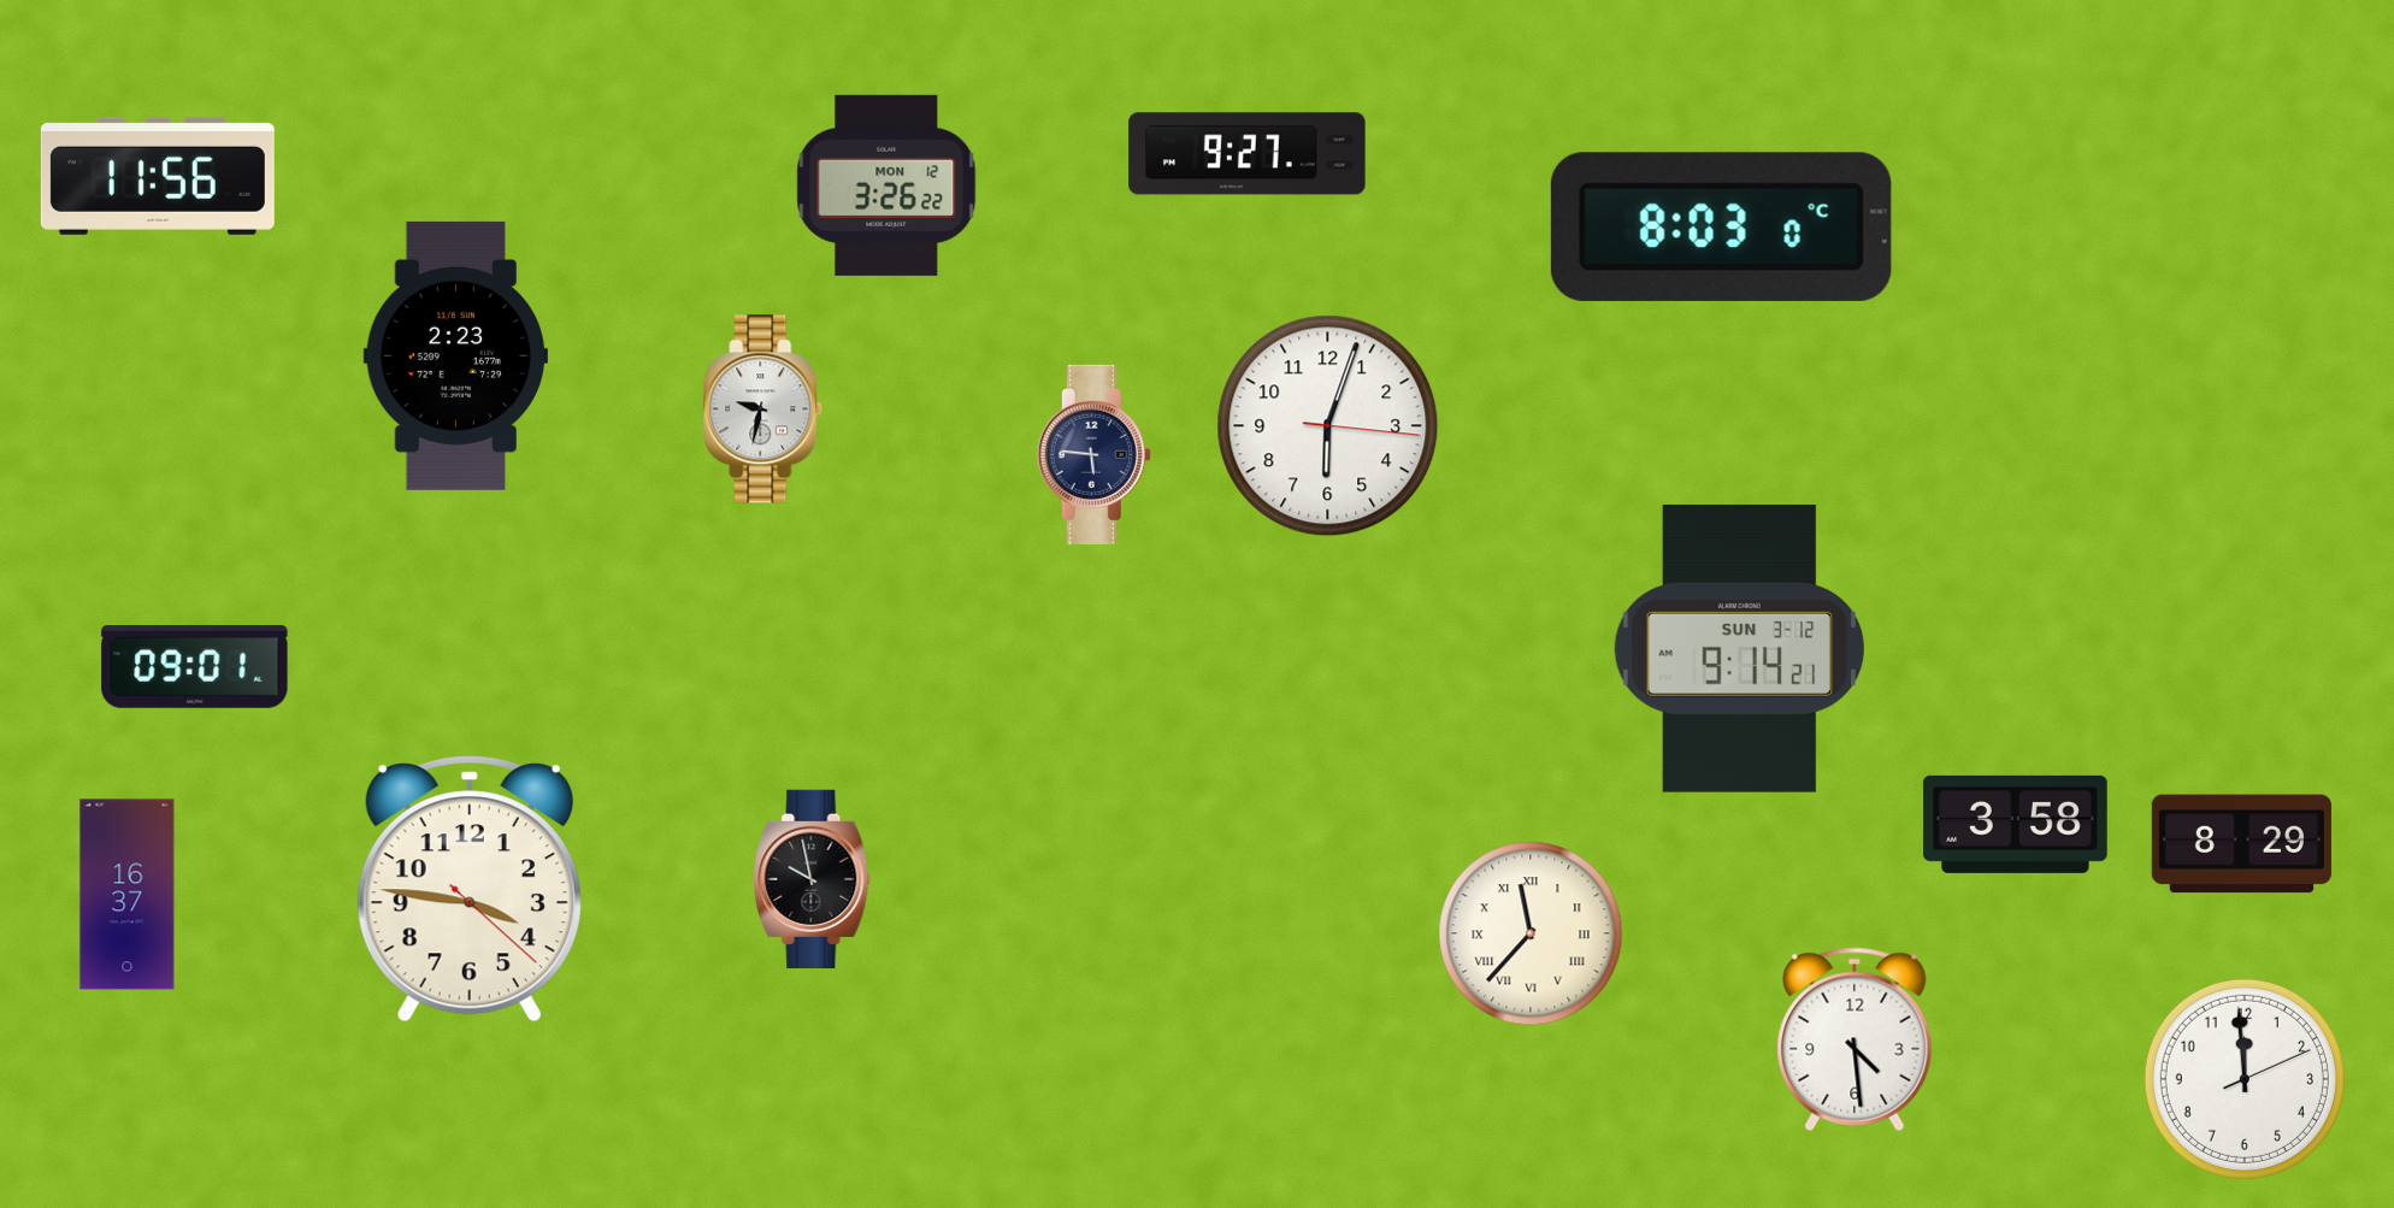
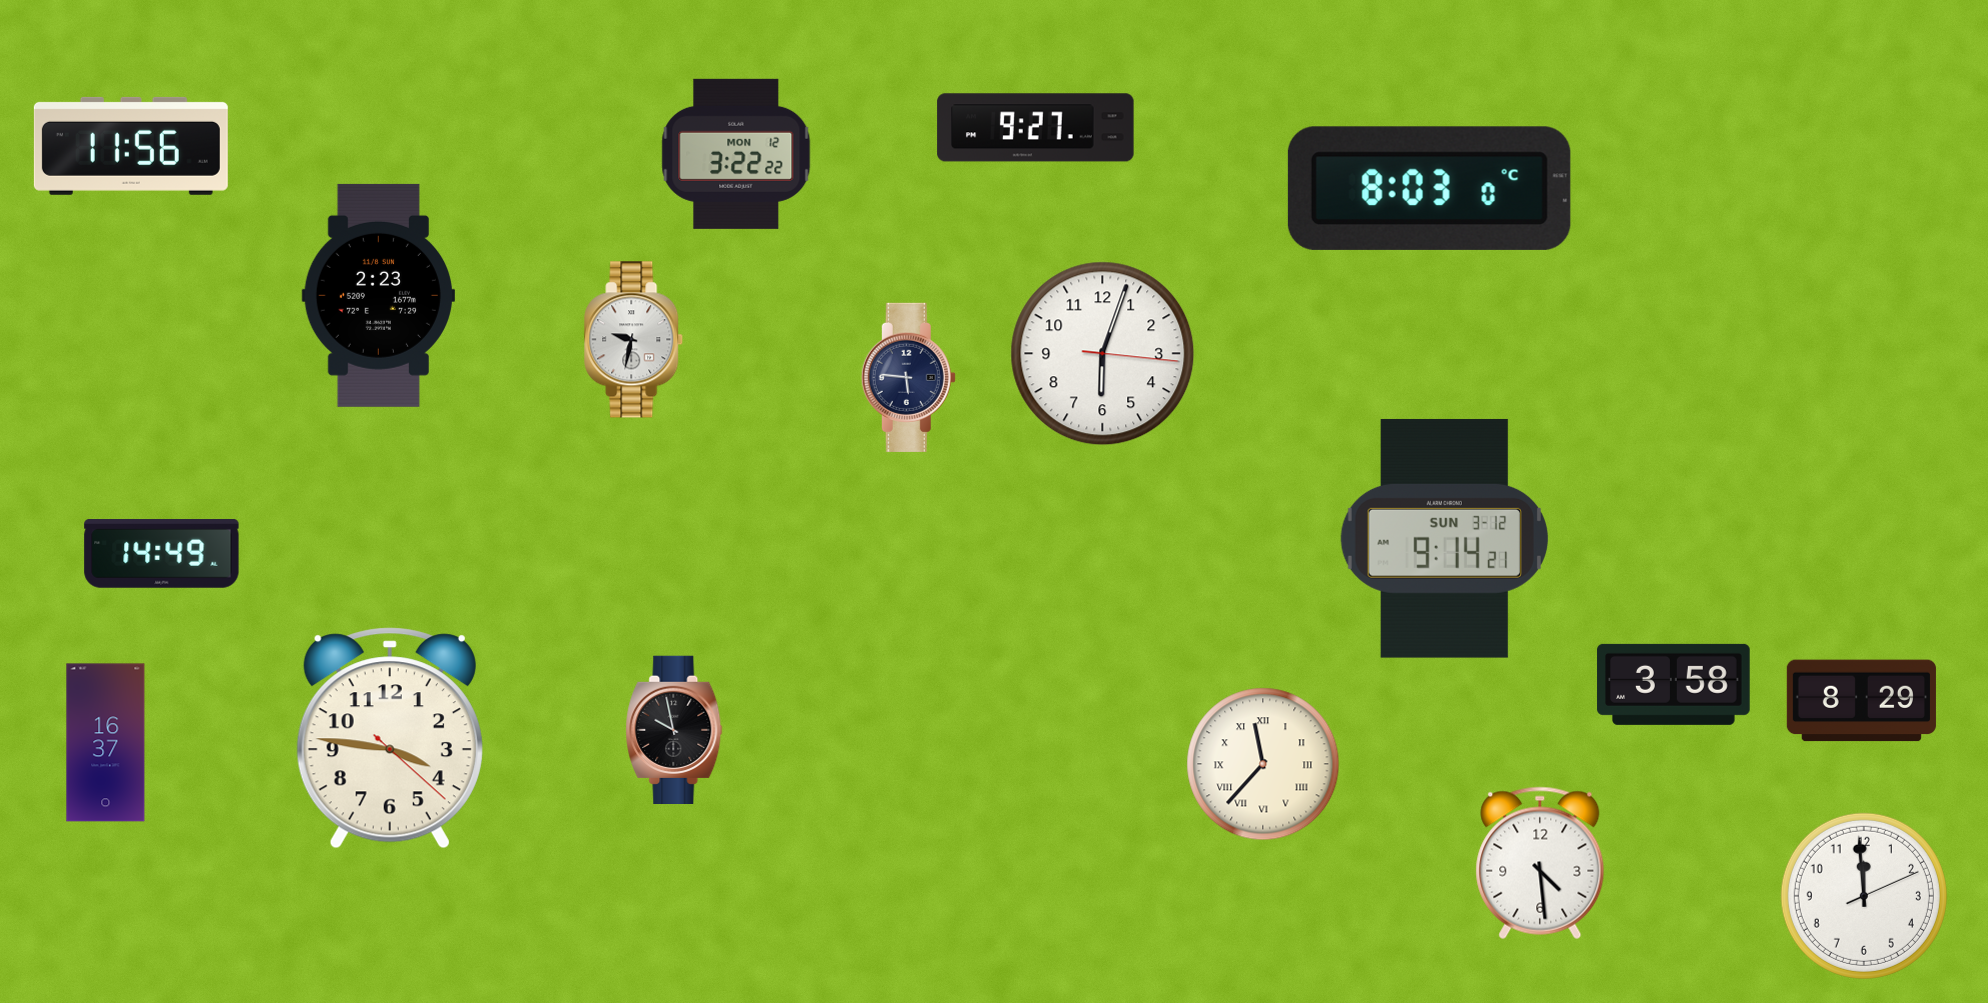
clock at (886, 185): 3:26 -> 3:22
clock at (195, 667): 09:01 -> 14:49
clock at (1531, 933) position: (1531, 933) -> (1263, 764)
